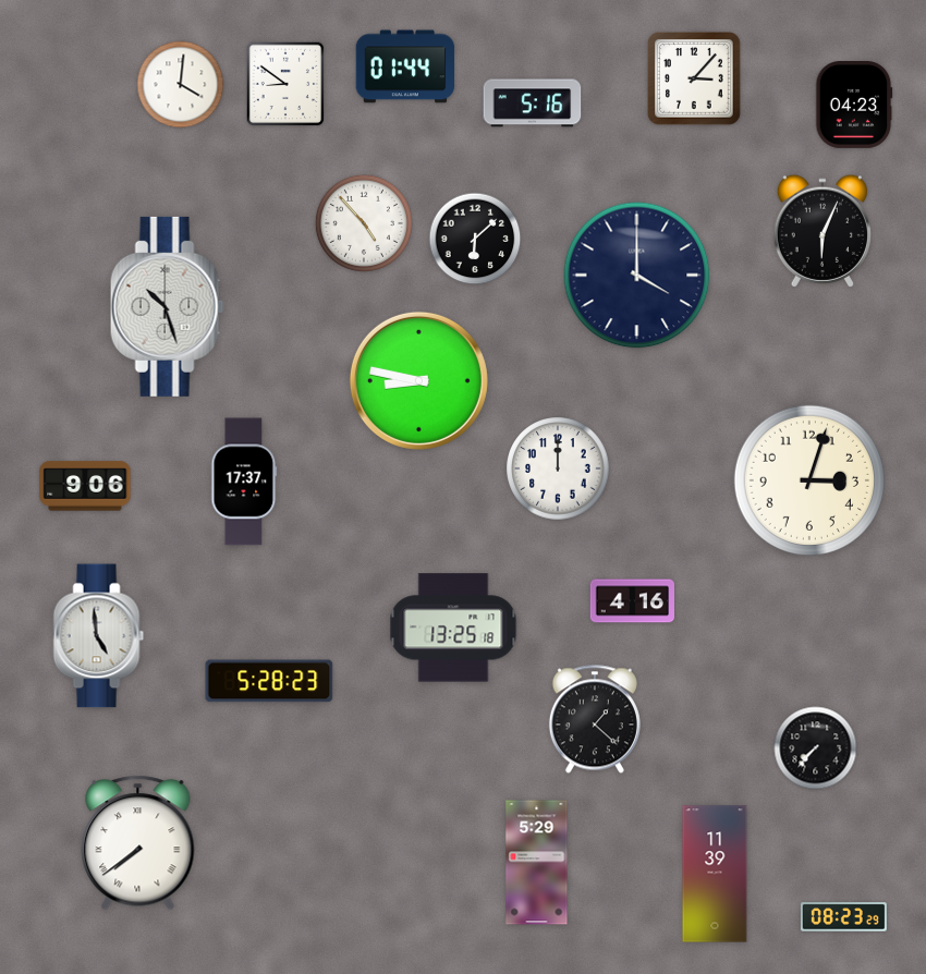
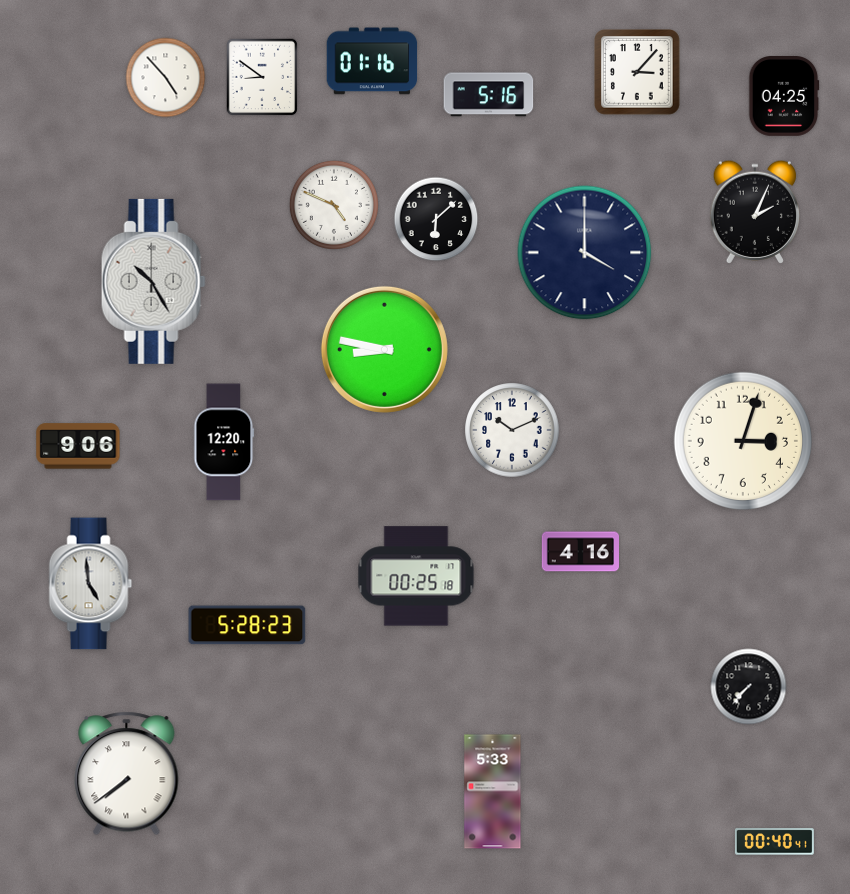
clock at (405, 66): 01:44 -> 01:16
clock at (181, 85): 4:01 -> 4:53
clock at (854, 106): 04:23 -> 04:25
clock at (364, 223): 4:53 -> 4:49
clock at (821, 231): 6:04 -> 2:04
clock at (167, 306): 10:27 -> 10:25
clock at (558, 468): 12:00 -> 10:11
clock at (244, 482): 17:37 -> 12:20
clock at (453, 628): 13:25 -> 00:25
clock at (595, 719): 1:22 -> none
clock at (537, 863): 5:29 -> 5:33
clock at (715, 874): 11:39 -> none
clock at (843, 917): 08:23 -> 00:40
